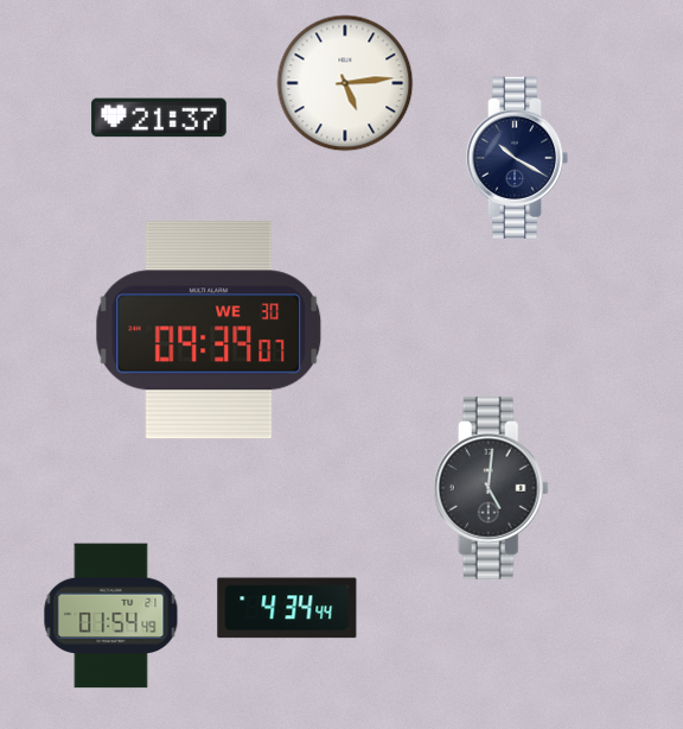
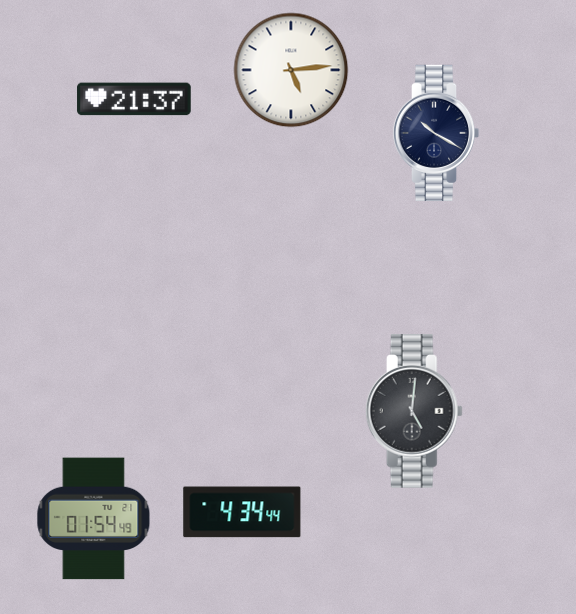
clock at (209, 330): 09:39 -> none
